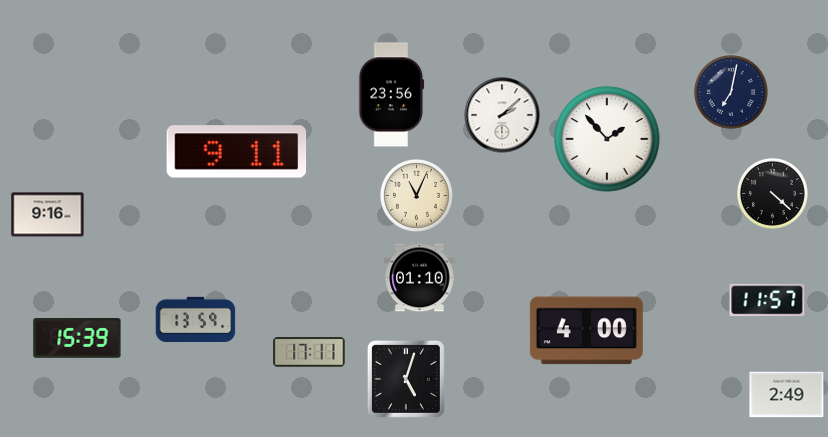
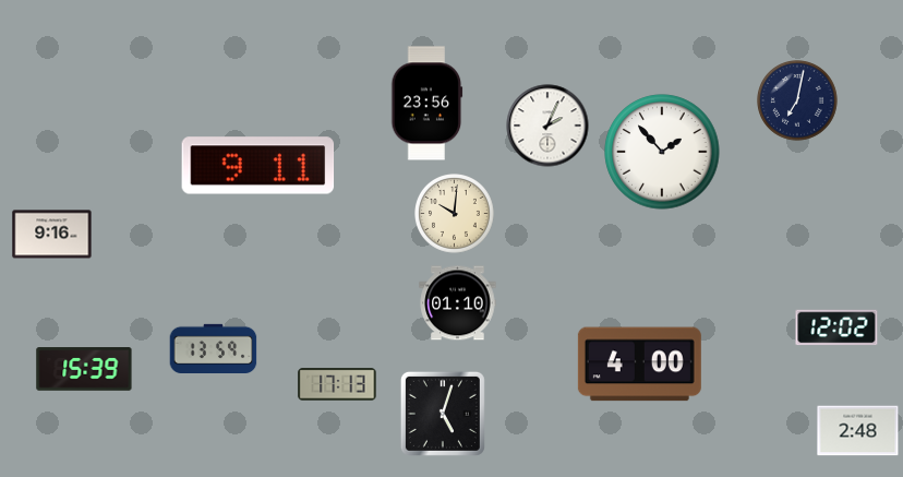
clock at (502, 115): 2:08 -> 2:04
clock at (772, 193): 4:22 -> none
clock at (417, 196): 11:04 -> 10:01
clock at (767, 300): 11:57 -> 12:02
clock at (586, 331) position: (586, 331) -> (639, 365)
clock at (309, 352): 17:11 -> 17:13
clock at (787, 395): 2:49 -> 2:48
